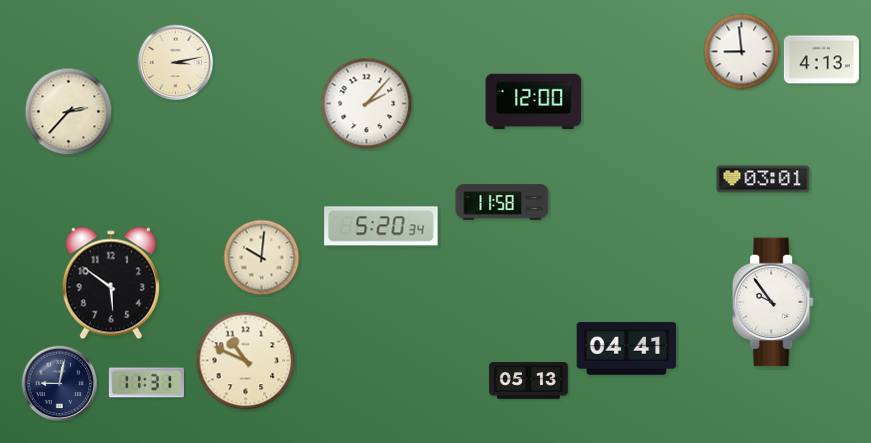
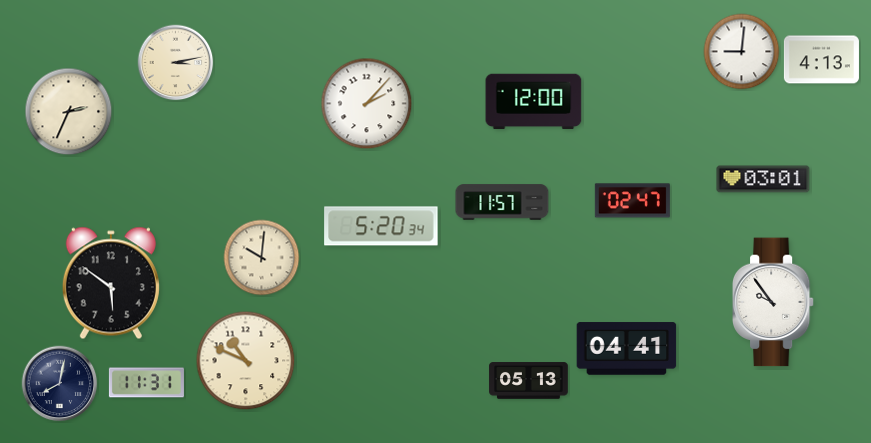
clock at (742, 52): 8:59 -> 9:01
clock at (69, 112): 2:37 -> 2:34
clock at (632, 201): none -> 02:47
clock at (502, 202): 11:58 -> 11:57
clock at (60, 384): 9:02 -> 8:02
